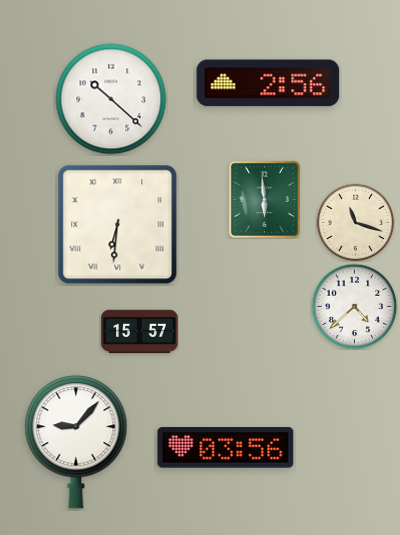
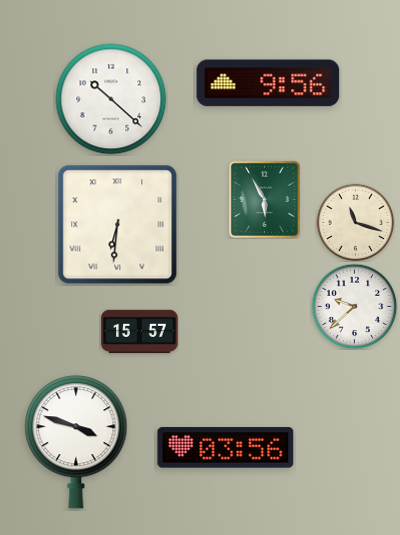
clock at (268, 83): 2:56 -> 9:56
clock at (264, 199): 5:59 -> 5:55
clock at (354, 306): 4:38 -> 9:38
clock at (76, 442): 9:07 -> 3:48
